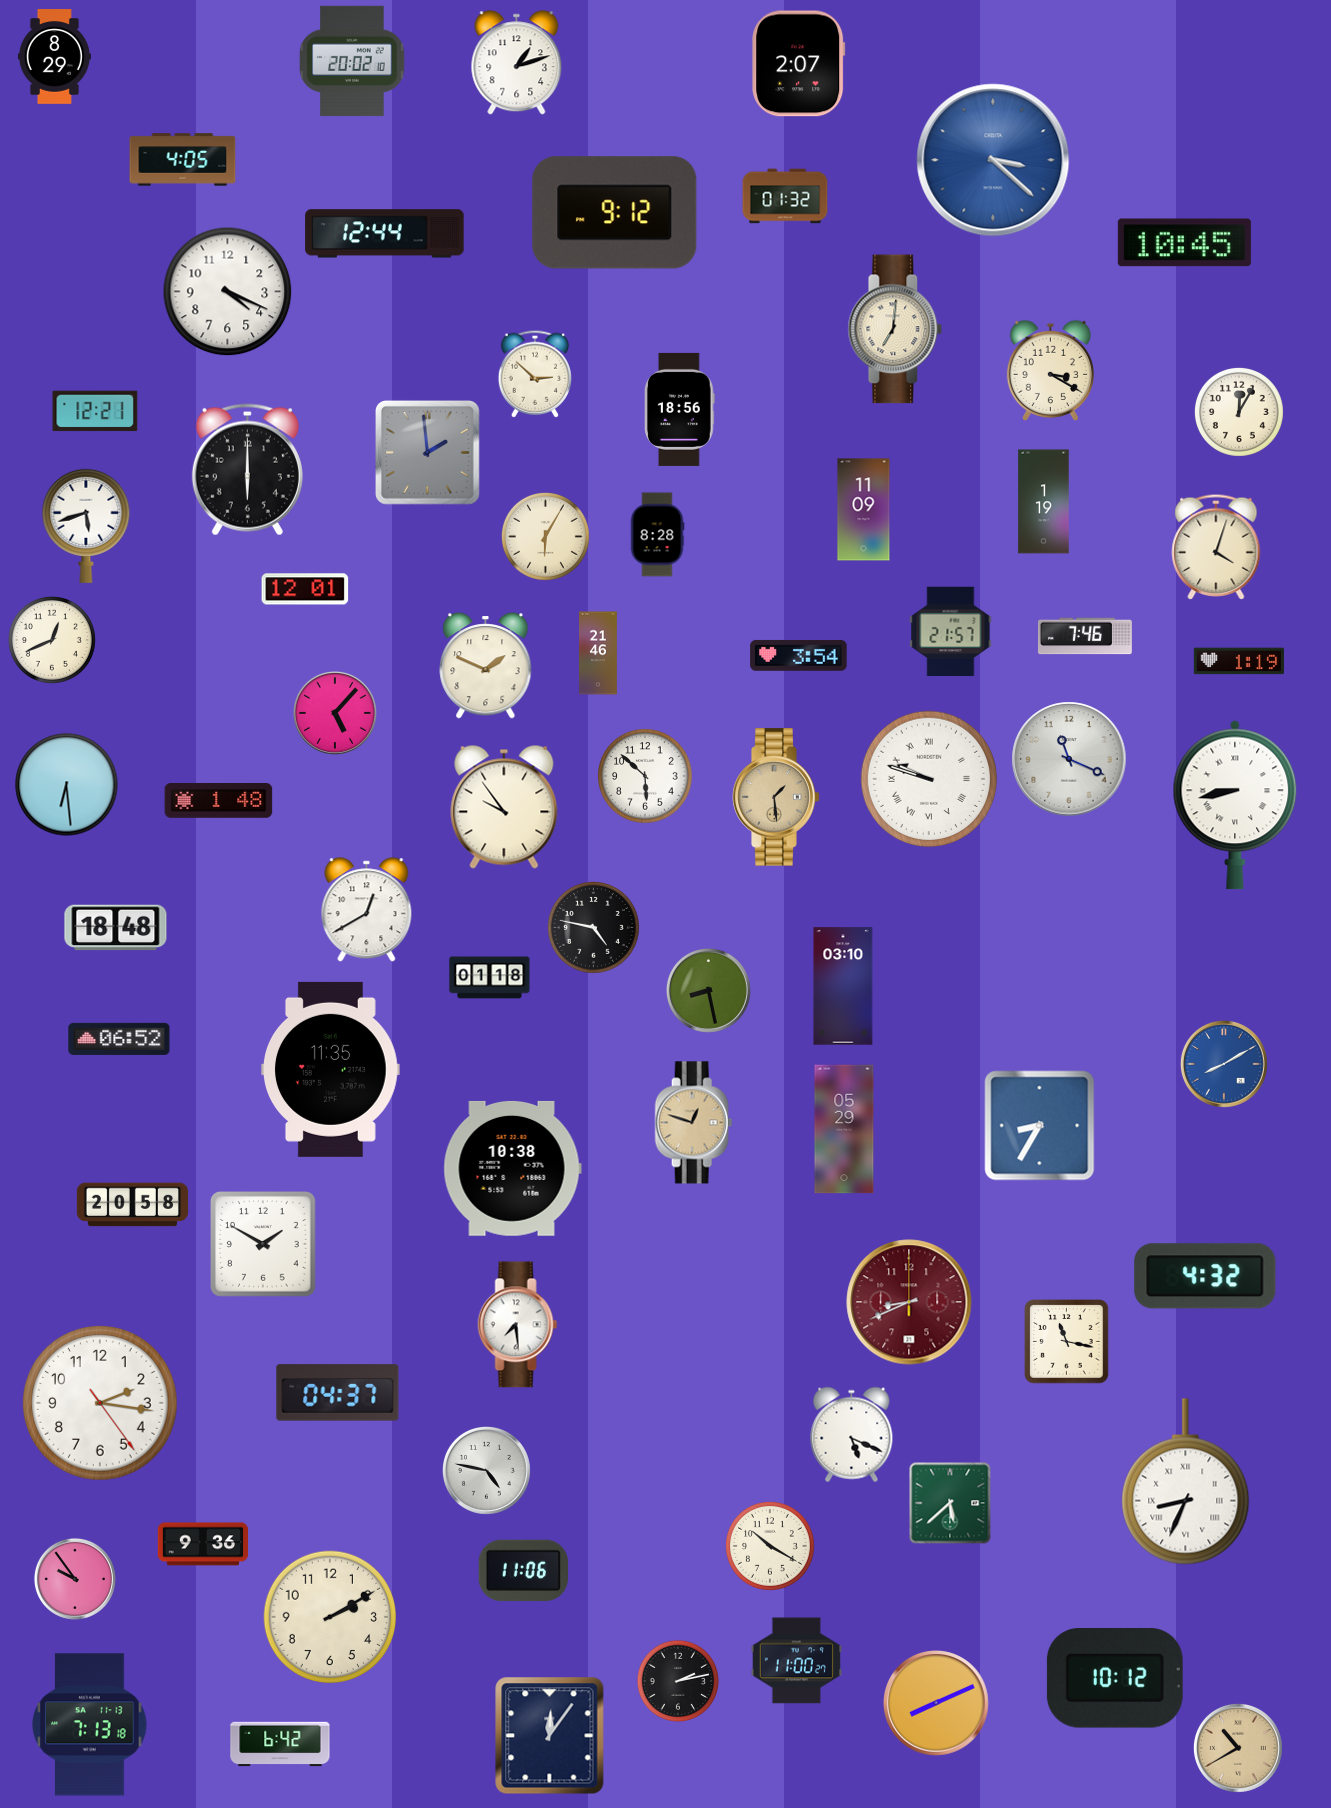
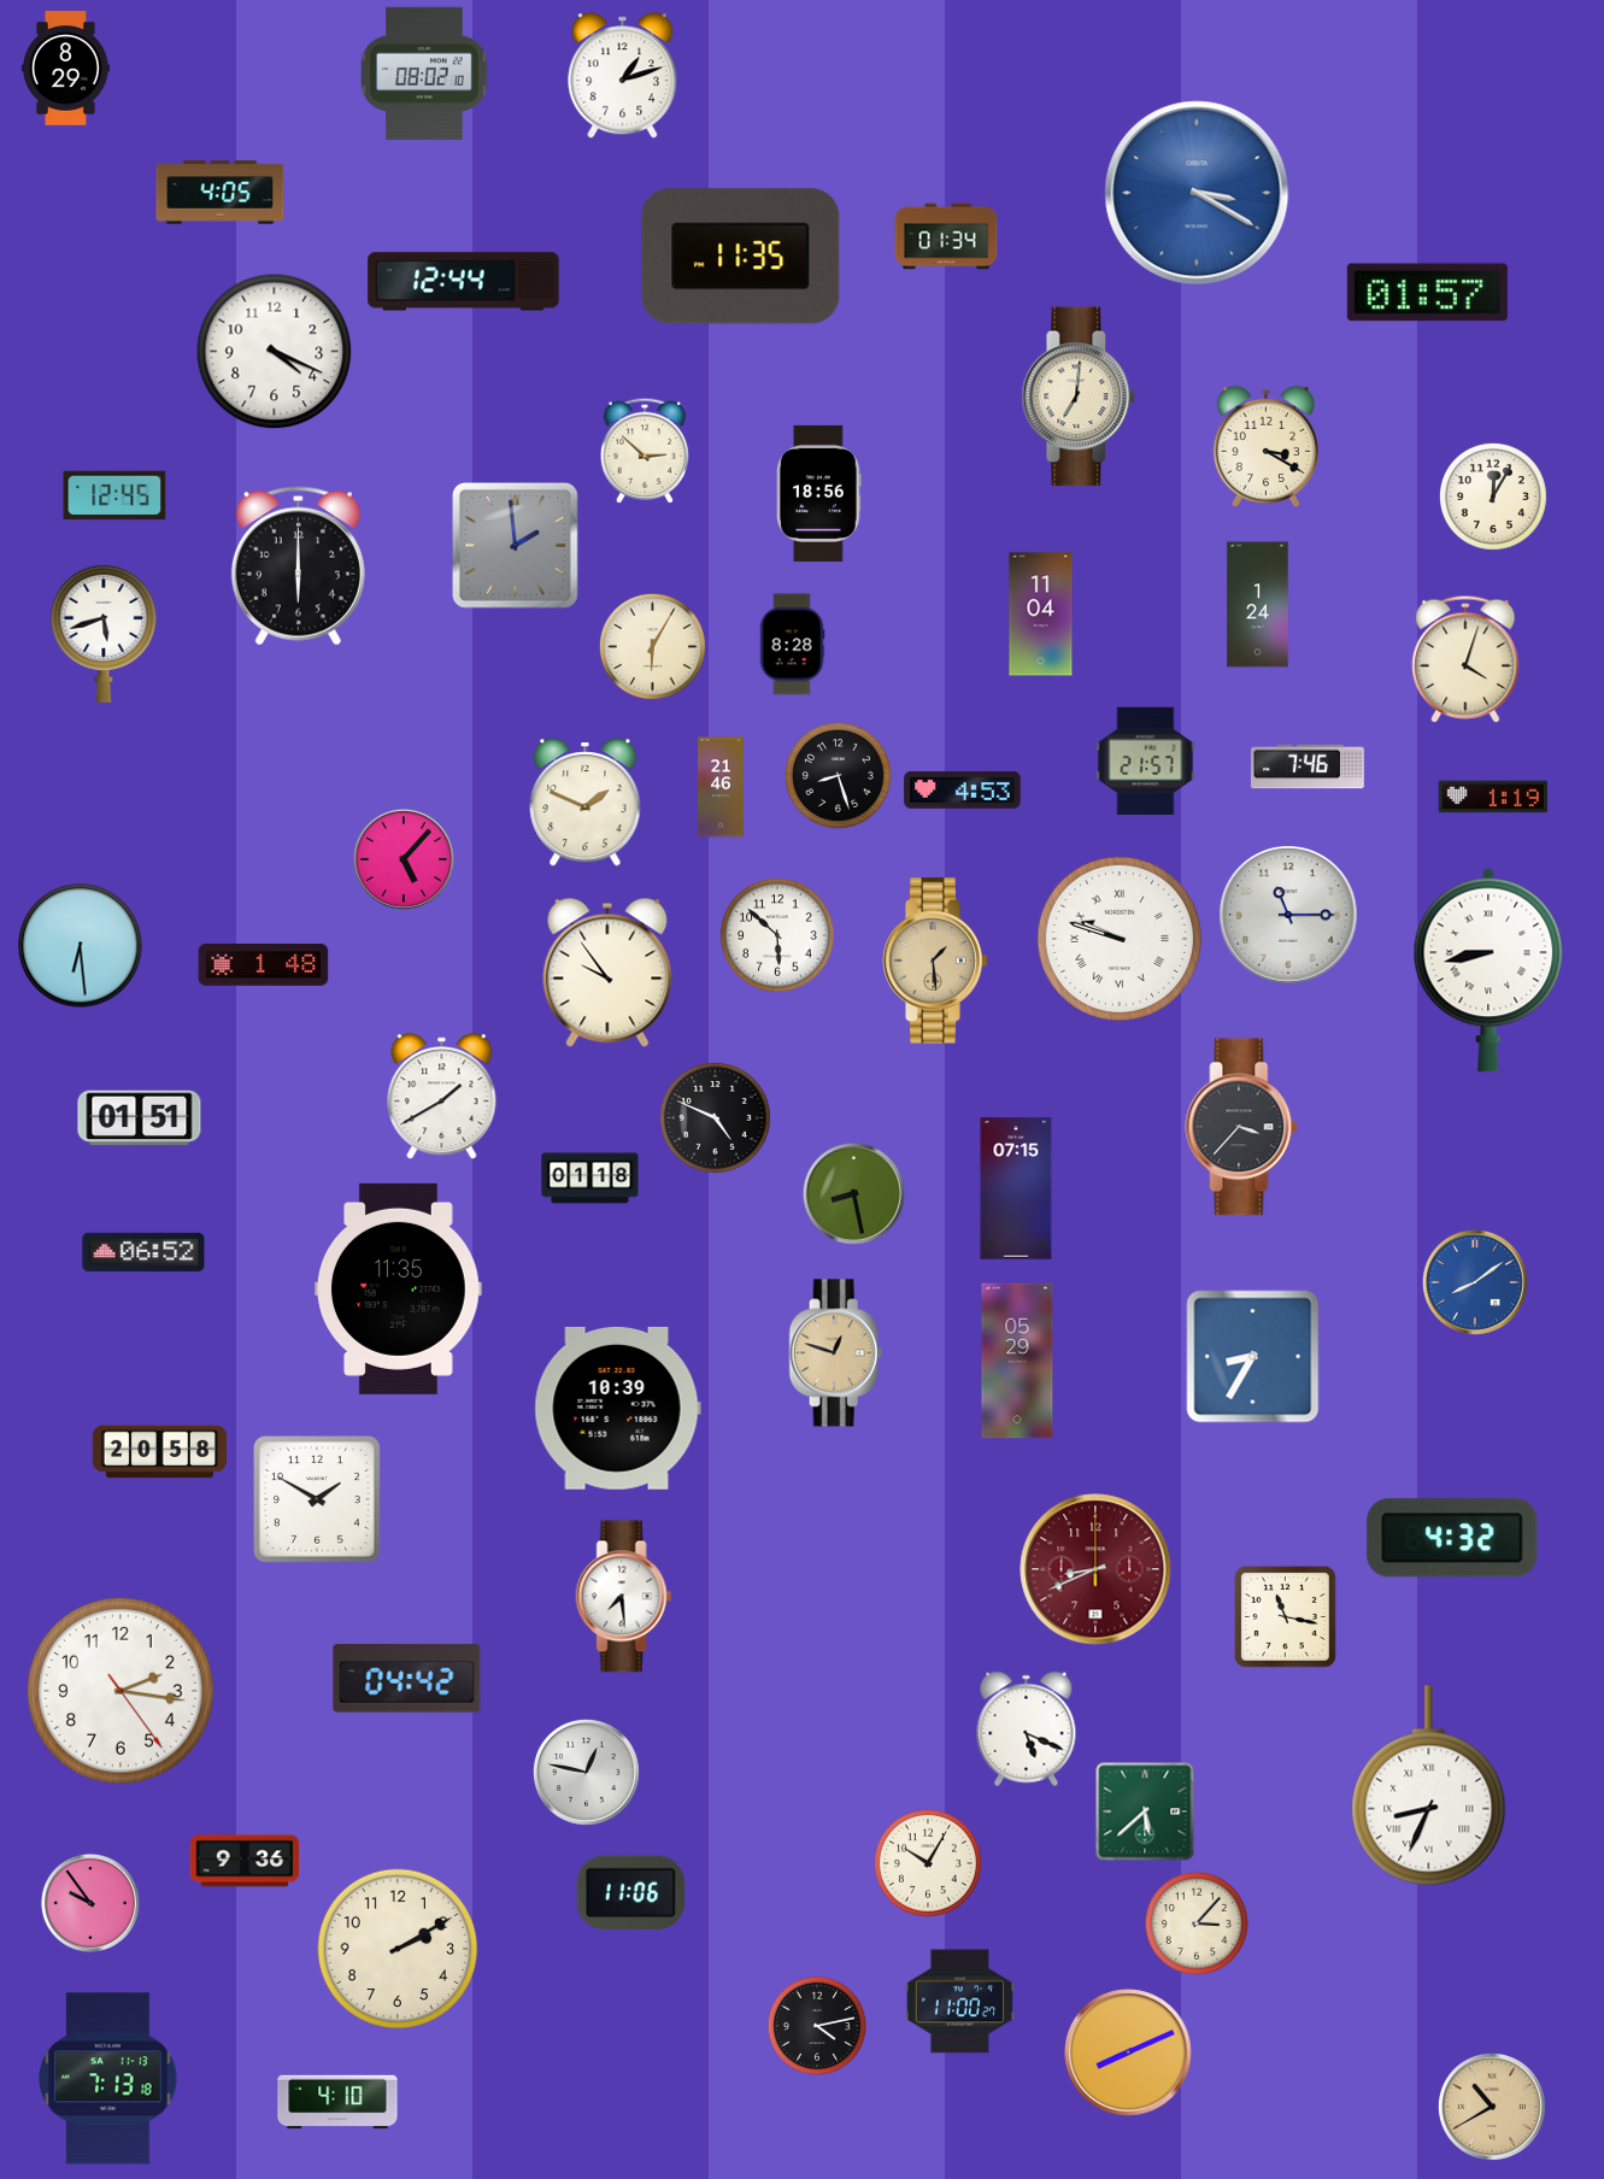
clock at (352, 61): 20:02 -> 08:02
clock at (799, 64): 2:07 -> none
clock at (993, 160): 3:22 -> 3:20
clock at (785, 196): 01:32 -> 01:34
clock at (615, 213): 9:12 -> 11:35
clock at (1184, 243): 10:45 -> 01:57
clock at (95, 411): 12:21 -> 12:45
clock at (1044, 502): 1:19 -> 1:24
clock at (864, 510): 11:09 -> 11:04
clock at (545, 536) position: (545, 536) -> (652, 646)
clock at (305, 589): 12:01 -> none
clock at (52, 640): 12:41 -> none
clock at (838, 775): none -> 8:27
clock at (799, 656): 3:54 -> 4:53
clock at (1069, 759): 11:19 -> 11:15
clock at (367, 910): 12:40 -> 1:40
clock at (116, 928): 18:48 -> 01:51
clock at (594, 928): 4:47 -> 4:49
clock at (1241, 1127): none -> 3:37
clock at (843, 986): 03:10 -> 07:15
clock at (1224, 1064): 8:10 -> 8:09
clock at (512, 1168): 10:38 -> 10:39
clock at (338, 1393): 04:37 -> 04:42
clock at (486, 1470): 4:47 -> 12:47
clock at (770, 1546): 10:20 -> 10:05
clock at (1197, 1923): none -> 3:07
clock at (1115, 1679): 10:12 -> none
clock at (677, 1680): 2:13 -> 4:13
clock at (550, 1736): 12:06 -> none
clock at (280, 1744): 6:42 -> 4:10
